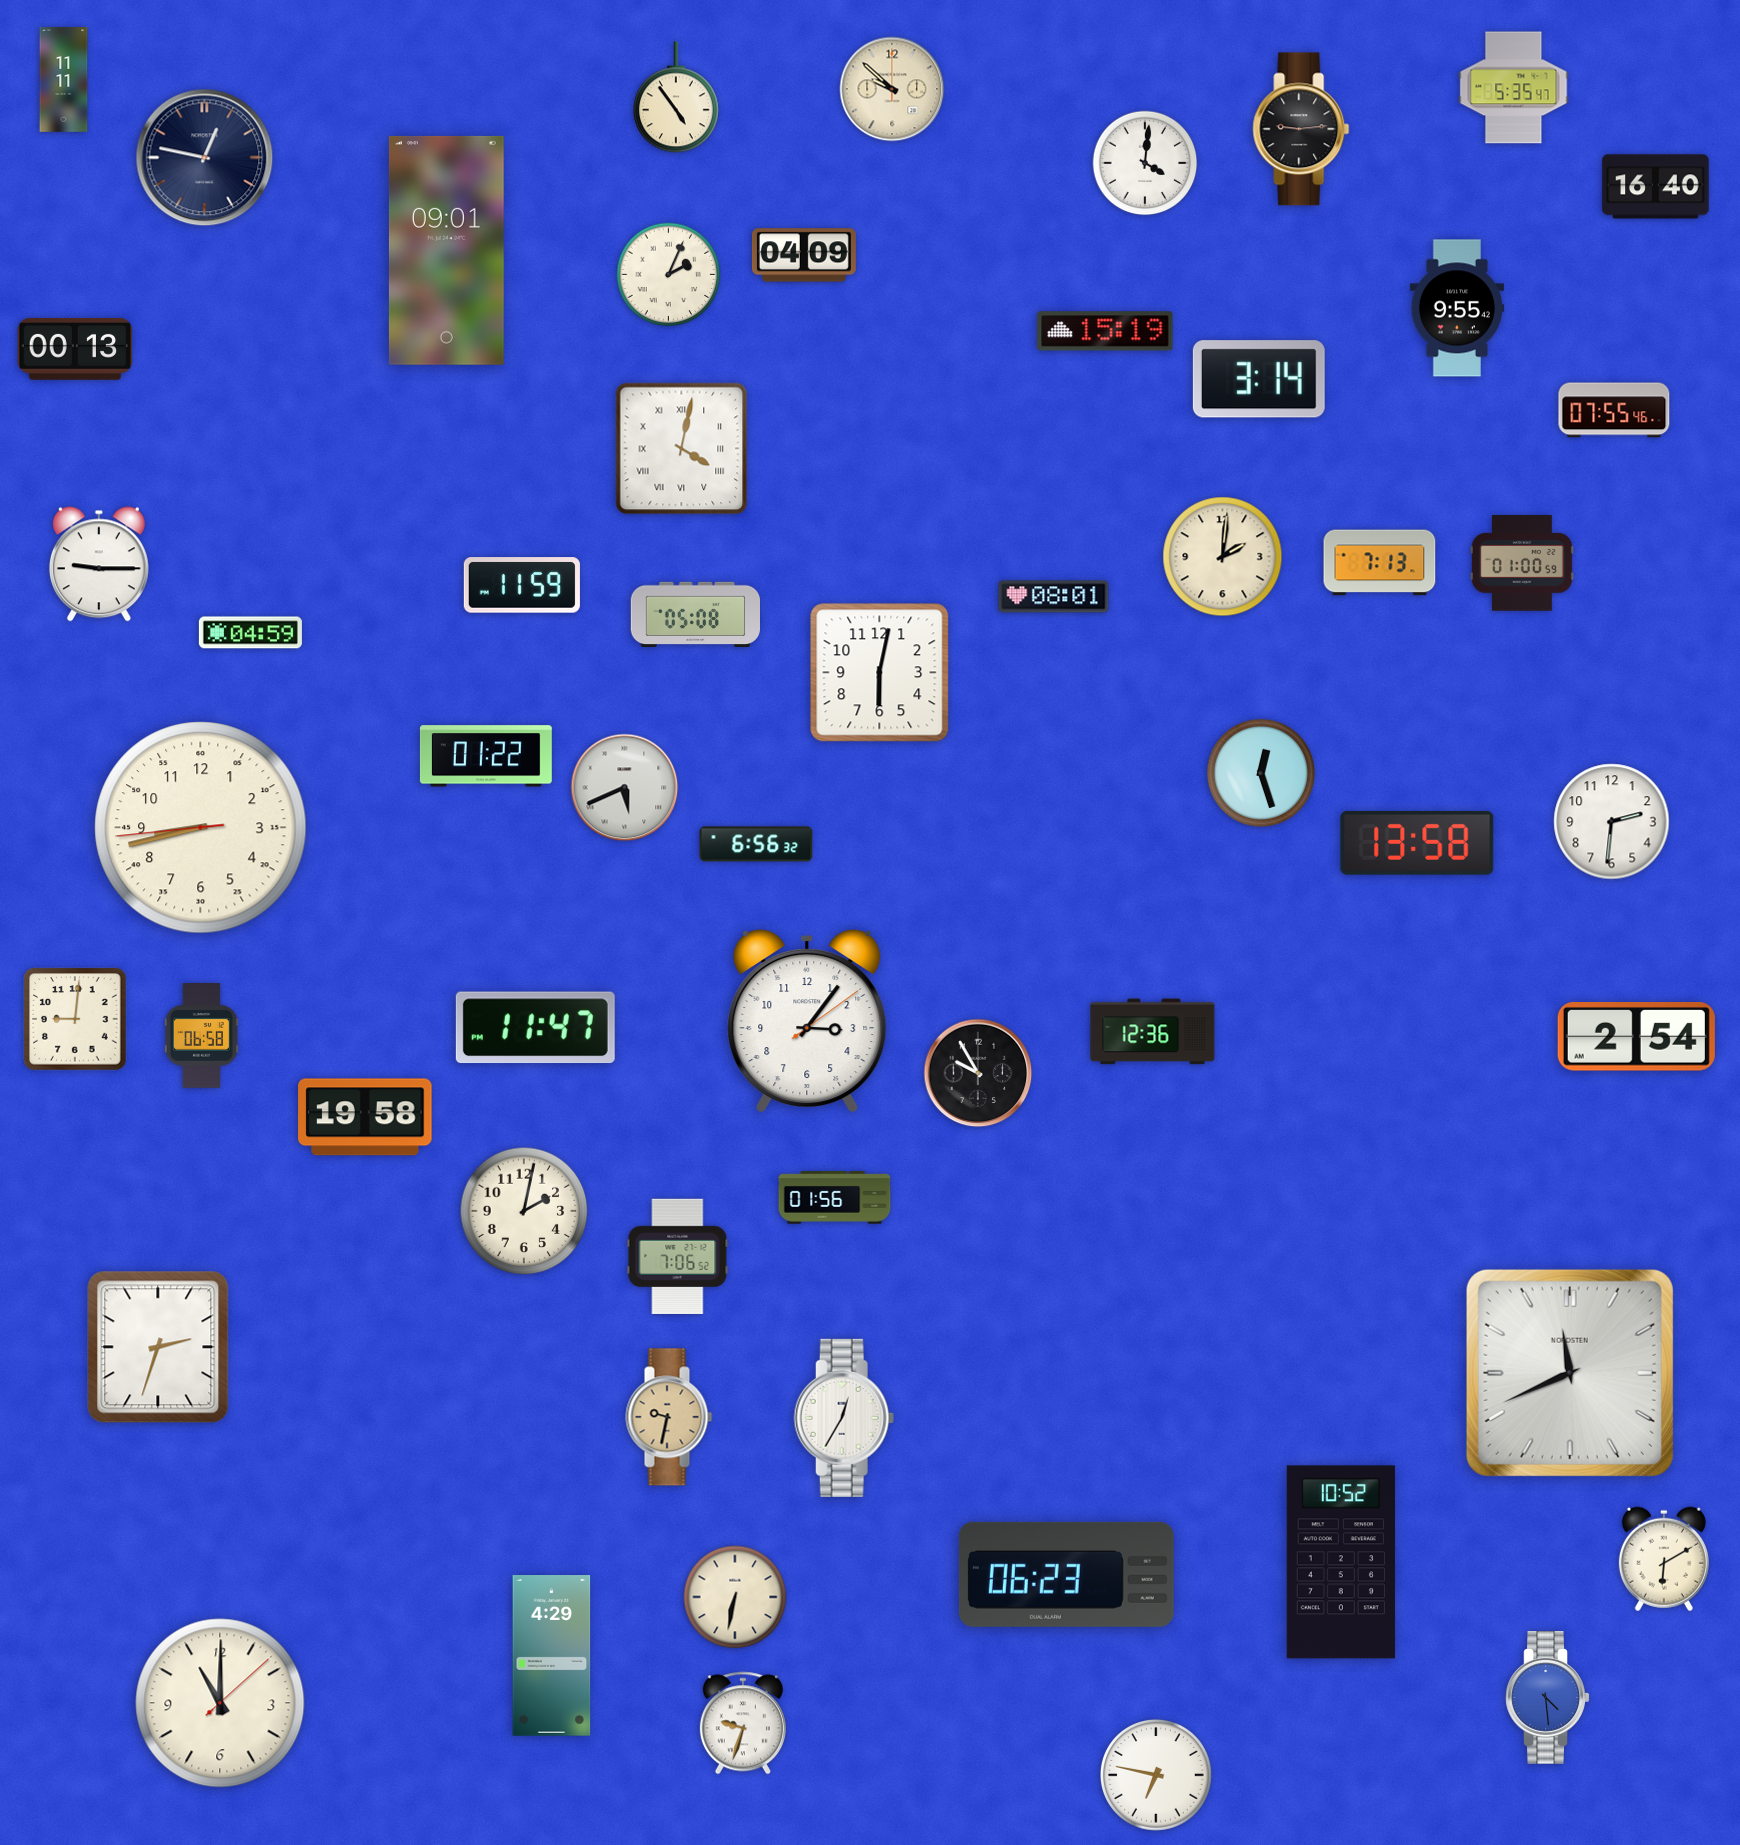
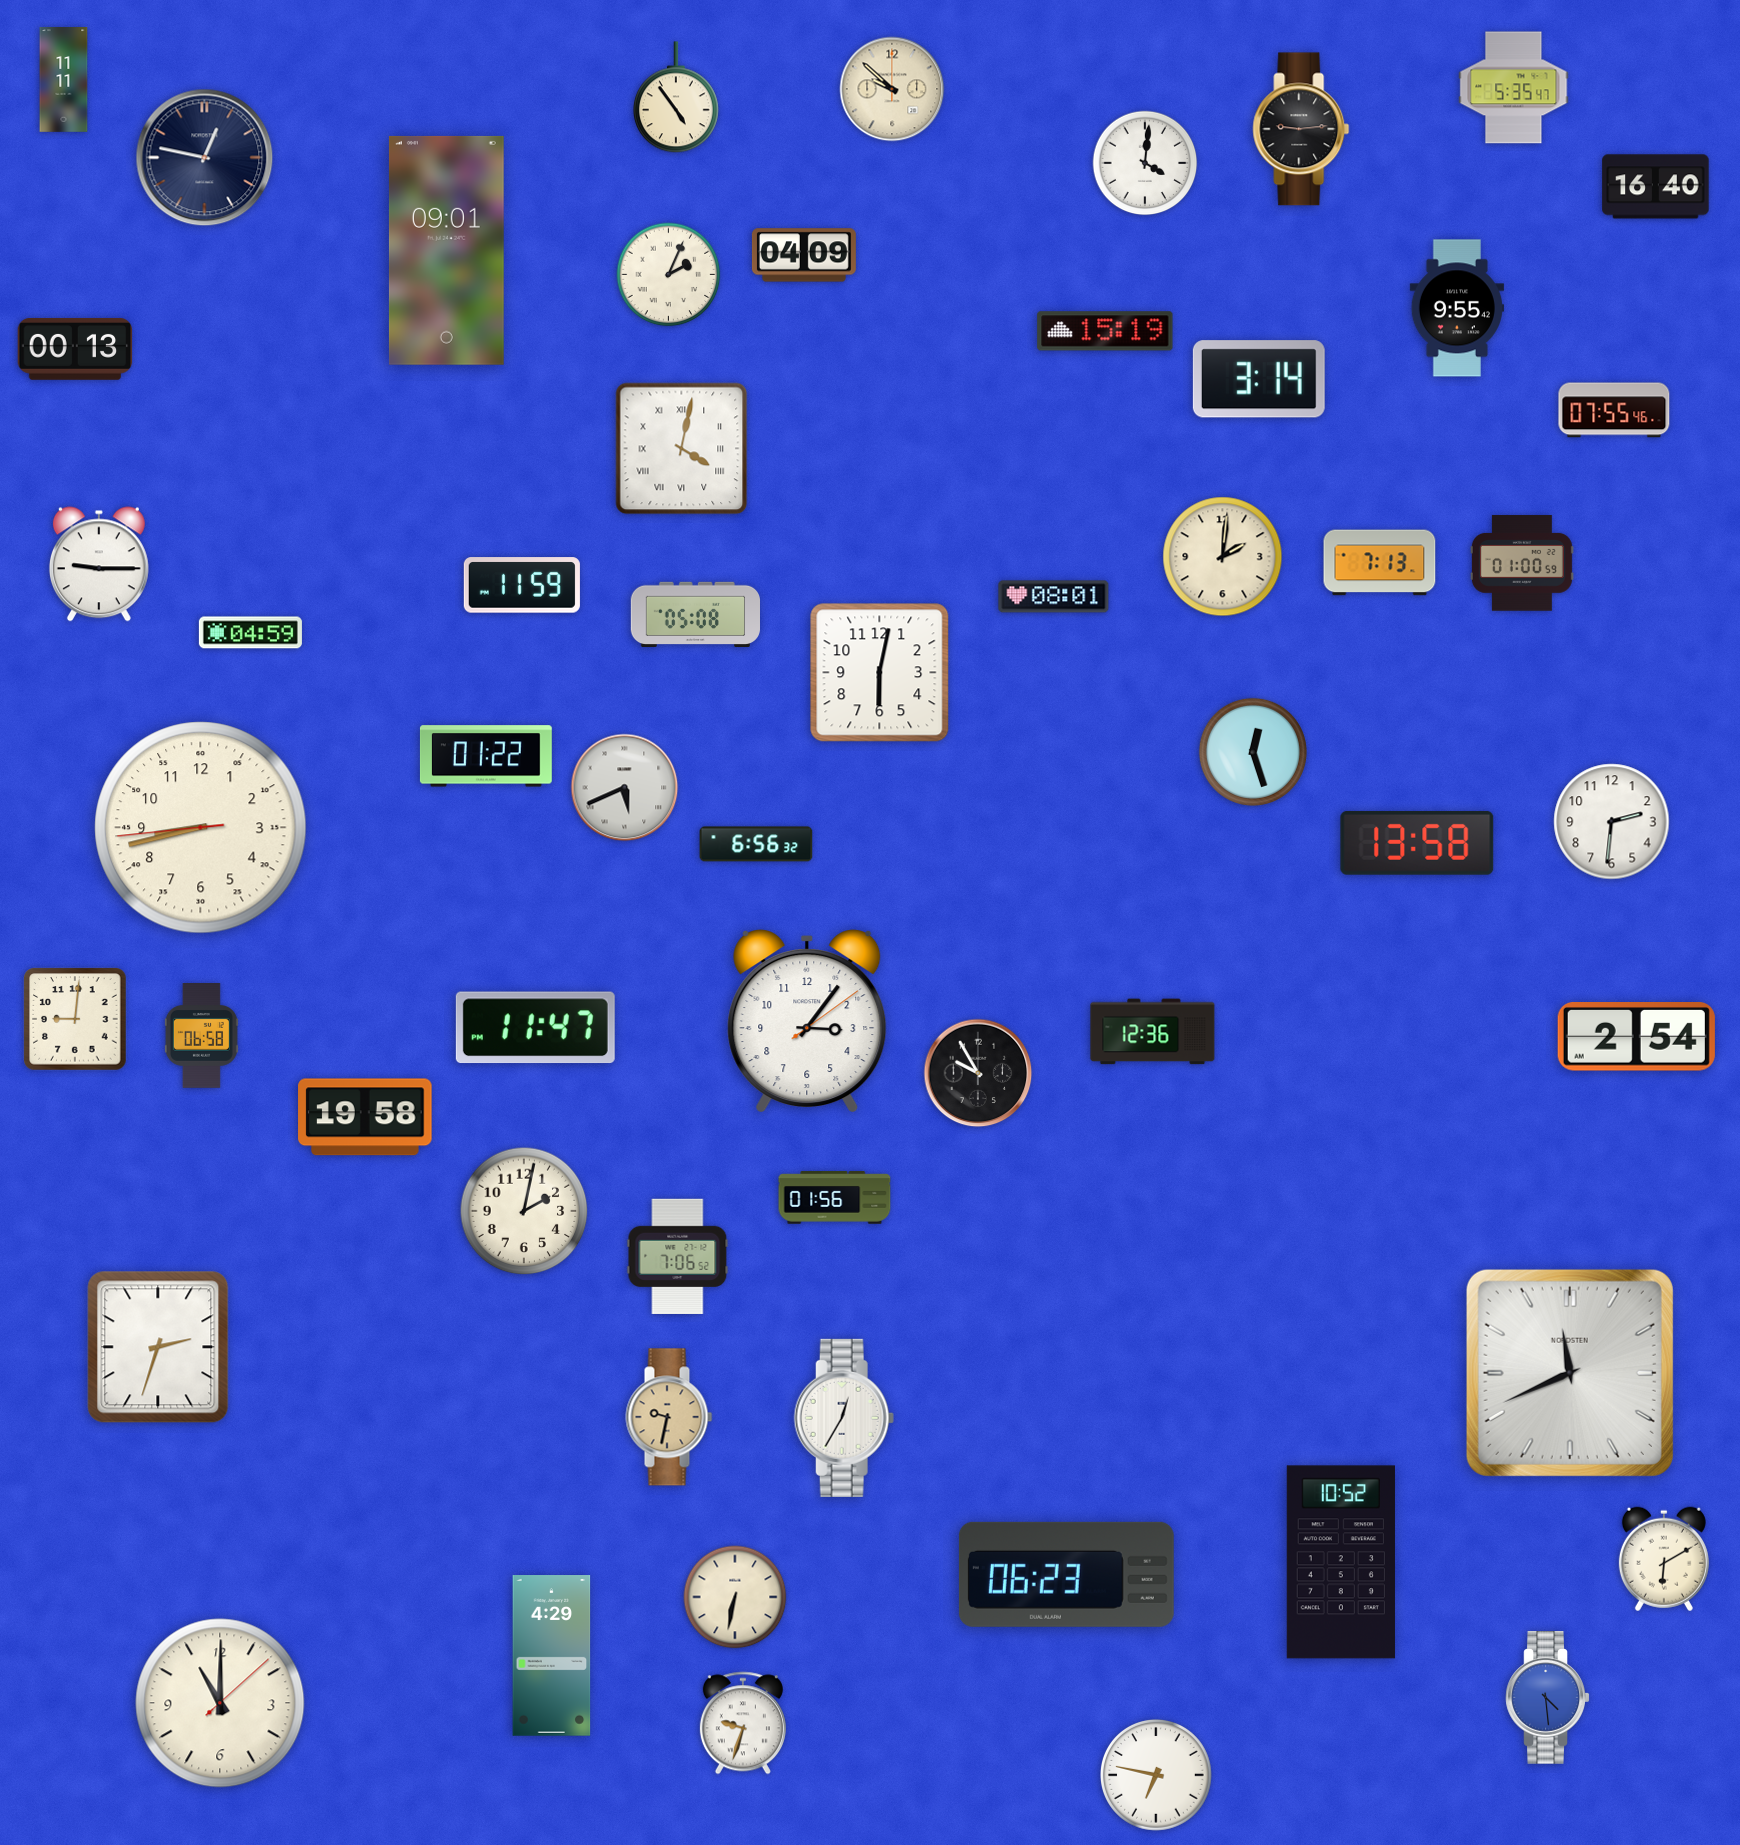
clock at (1261, 773) position: (1261, 773) -> (1253, 752)
